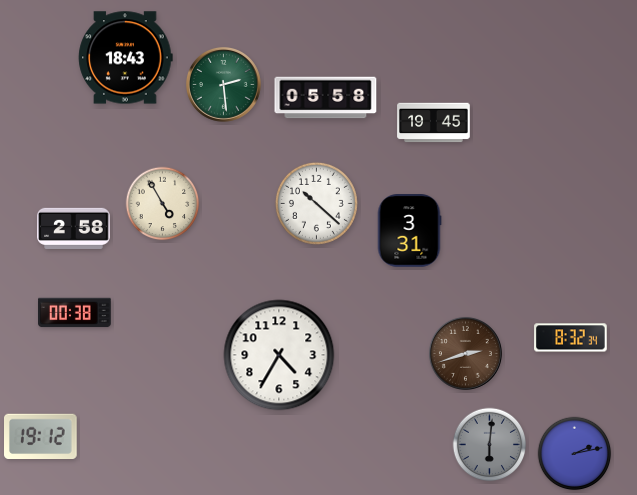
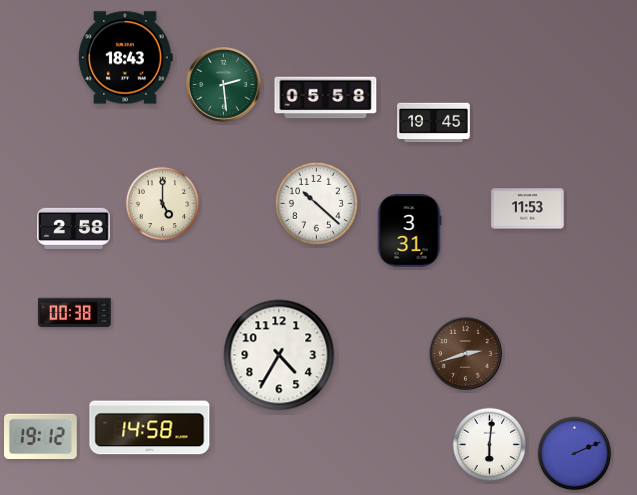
clock at (163, 204): 4:55 -> 5:00
clock at (528, 209): none -> 11:53
clock at (571, 338): 8:32 -> none
clock at (150, 428): none -> 14:58
clock at (490, 445) dial: grey -> white
clock at (575, 454): 2:13 -> 2:11
